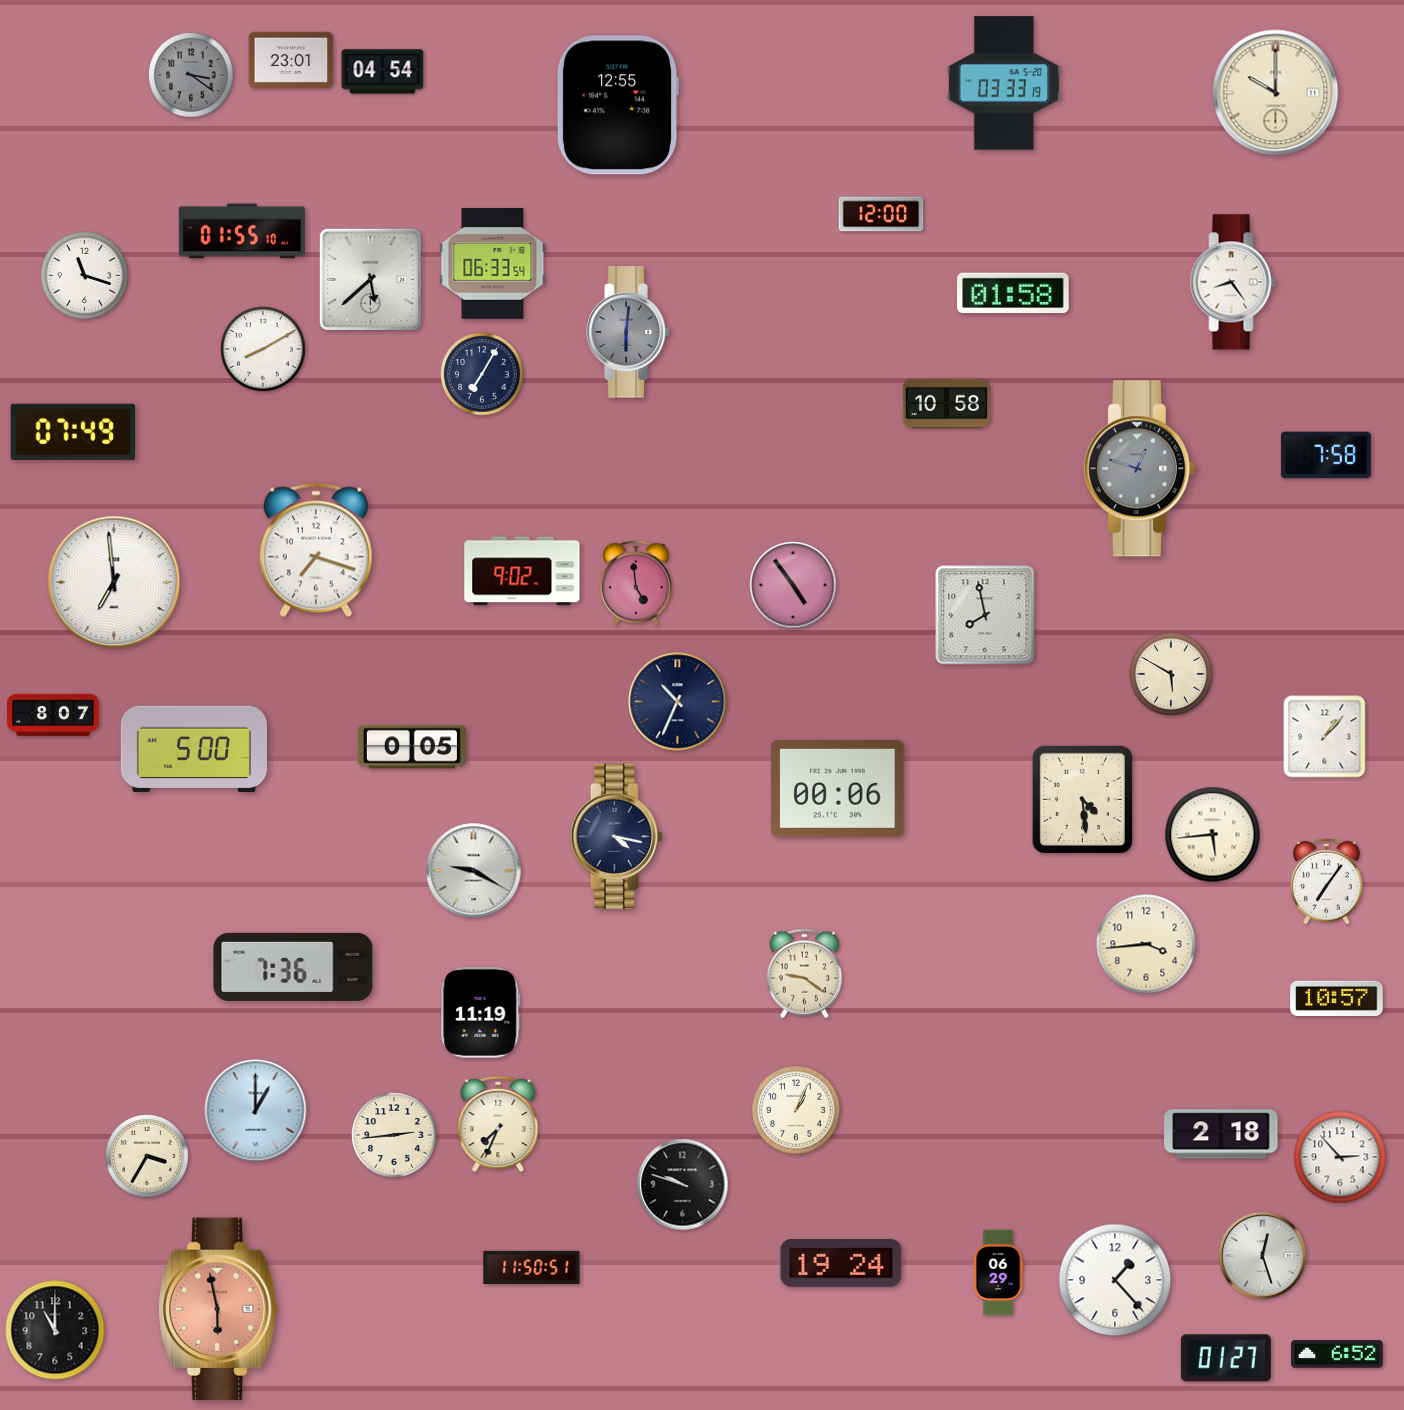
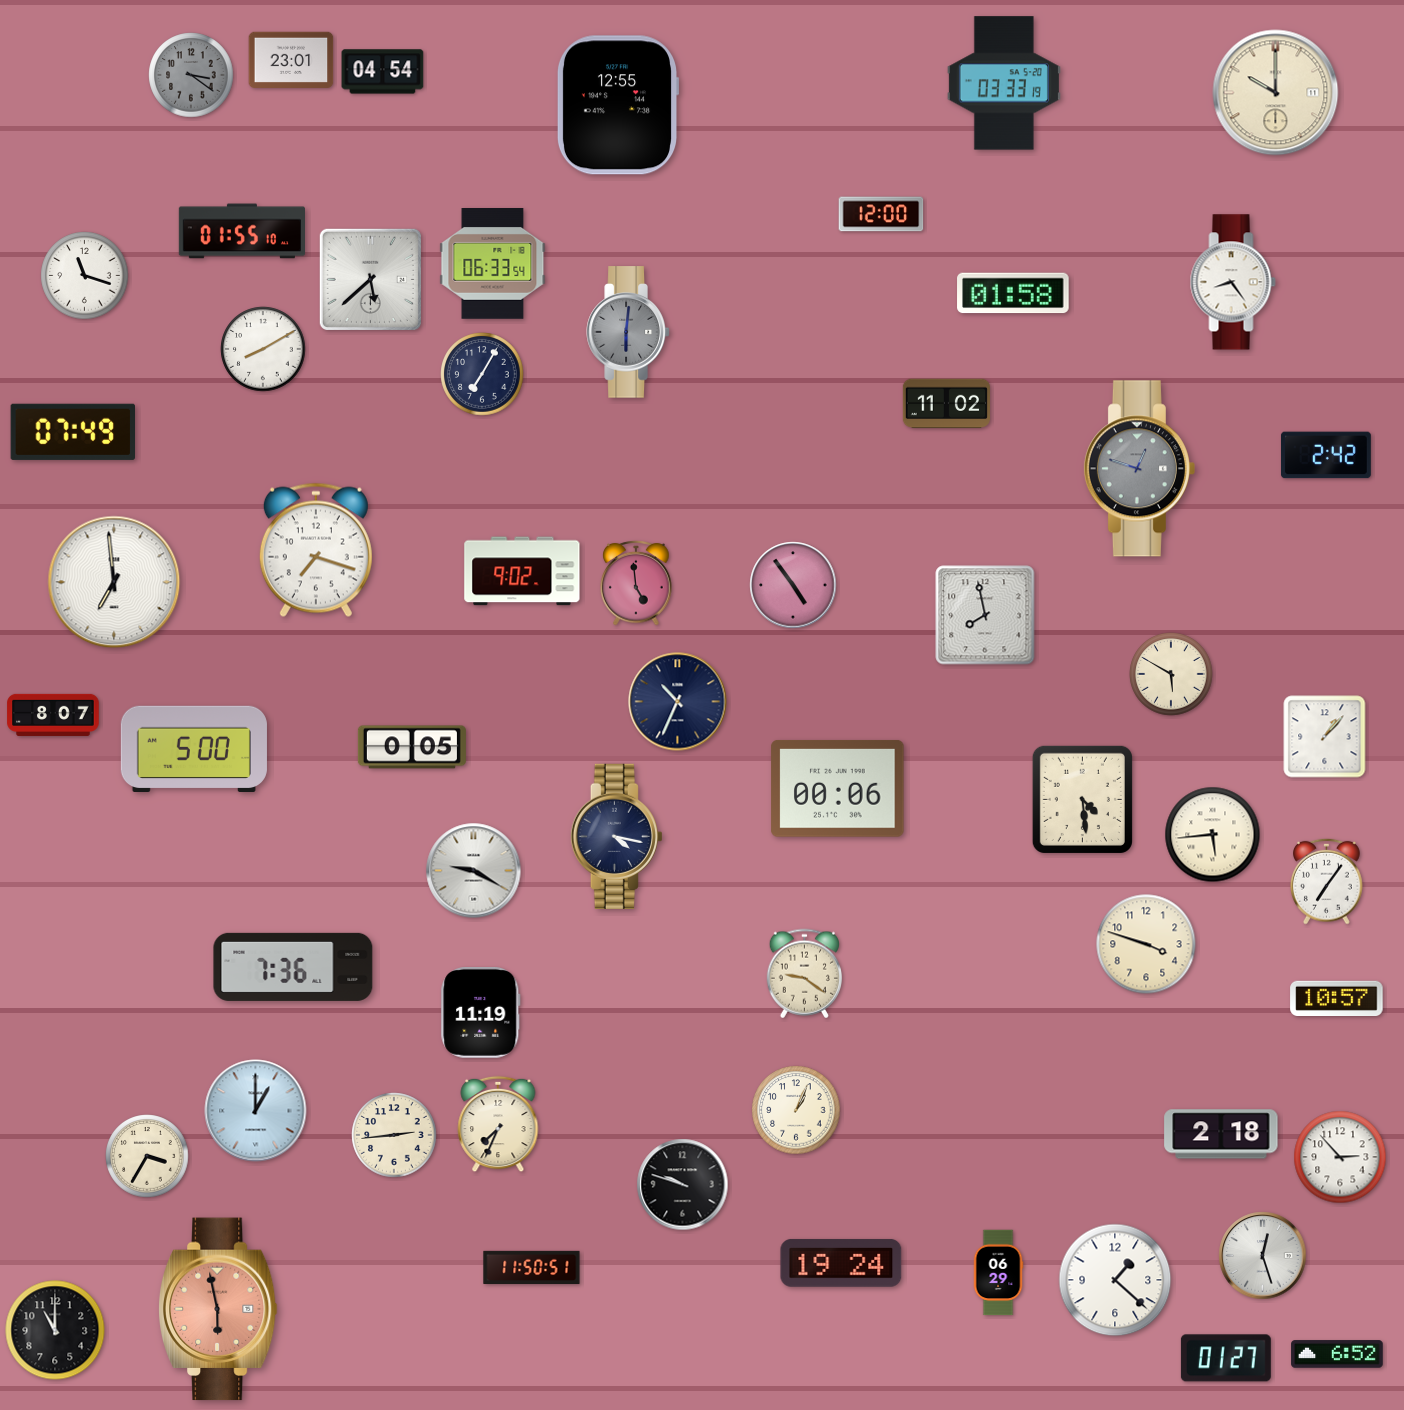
clock at (946, 404): 10:58 -> 11:02
clock at (1326, 455): 7:58 -> 2:42
clock at (1146, 944): 3:44 -> 3:48
clock at (1115, 1280): 1:23 -> 1:22
